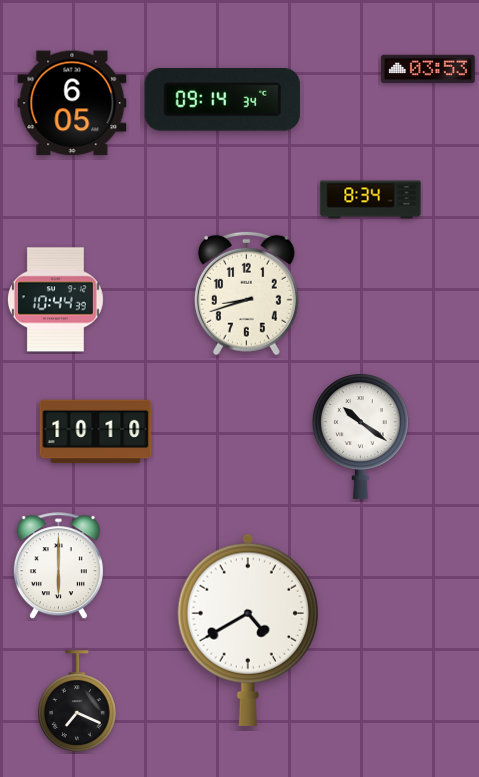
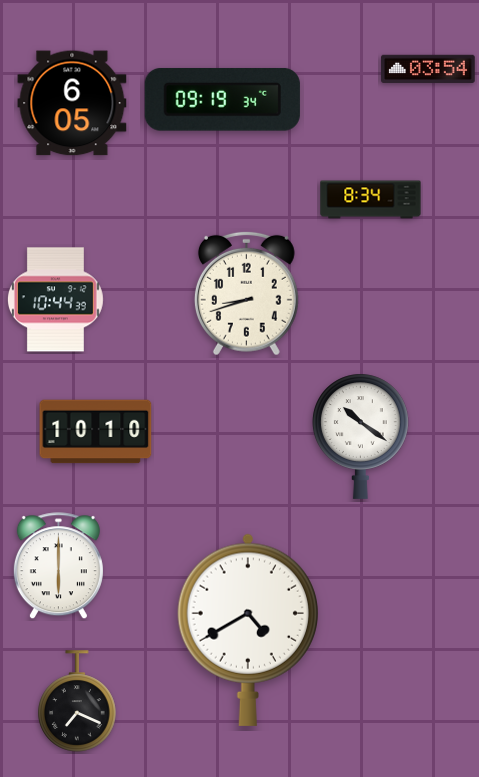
clock at (428, 69): 03:53 -> 03:54
clock at (222, 99): 09:14 -> 09:19
